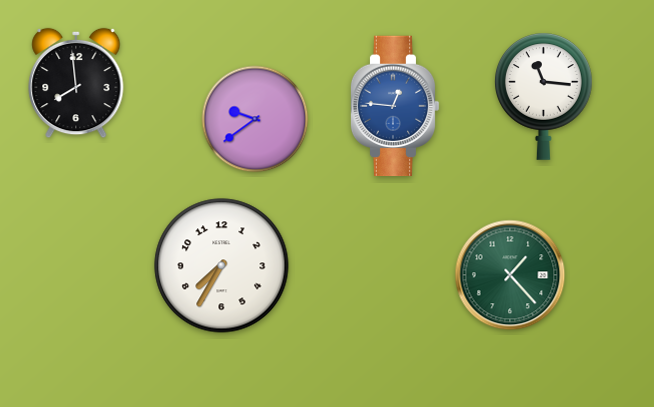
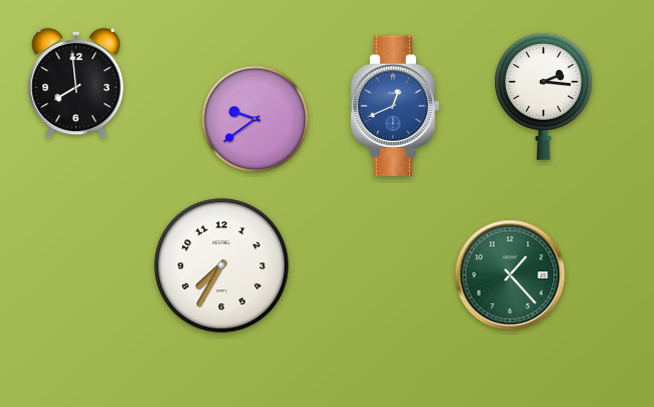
clock at (544, 96): 11:16 -> 2:16
clock at (395, 106): 12:46 -> 12:41
